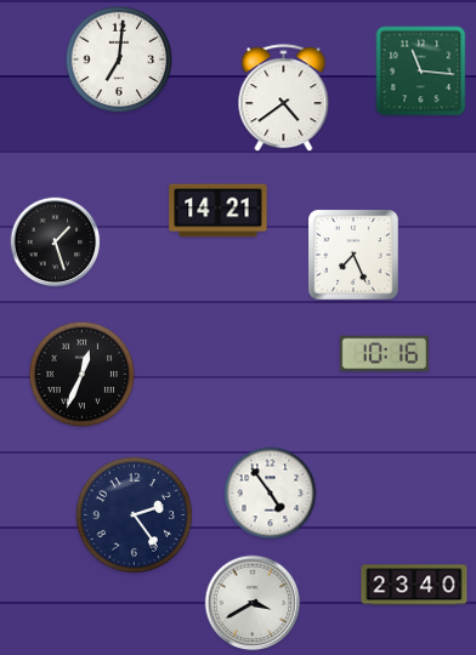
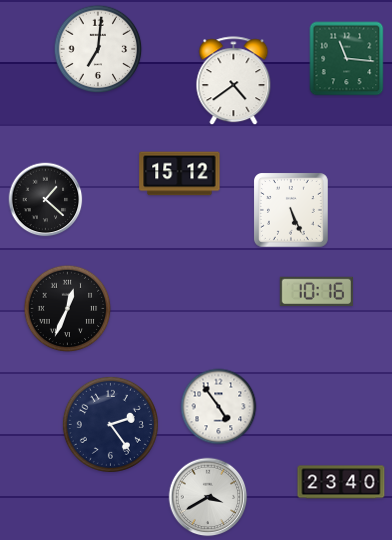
clock at (219, 211): 14:21 -> 15:12
clock at (56, 243): 1:27 -> 1:22
clock at (355, 256): 7:26 -> 5:26
clock at (271, 494) position: (271, 494) -> (219, 407)
